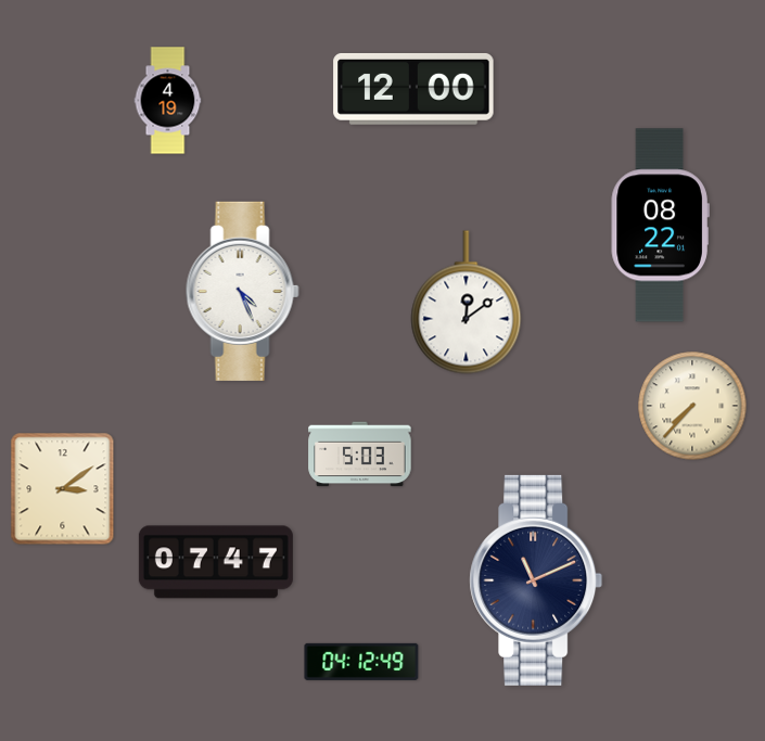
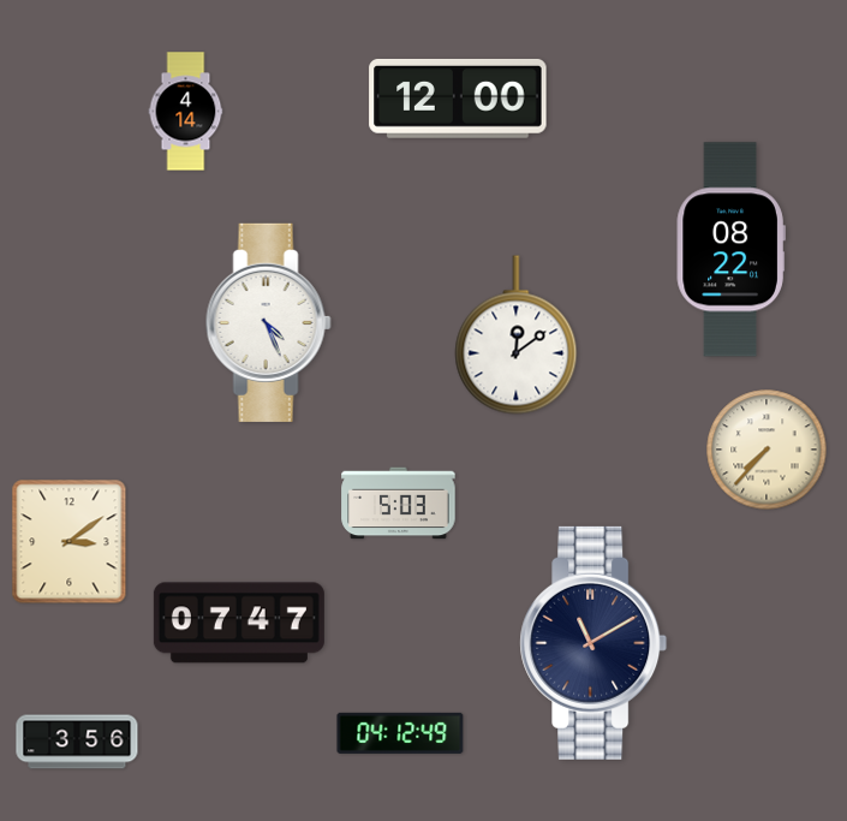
clock at (168, 101): 4:19 -> 4:14
clock at (536, 580): 11:11 -> 11:10
clock at (77, 742): none -> 3:56
